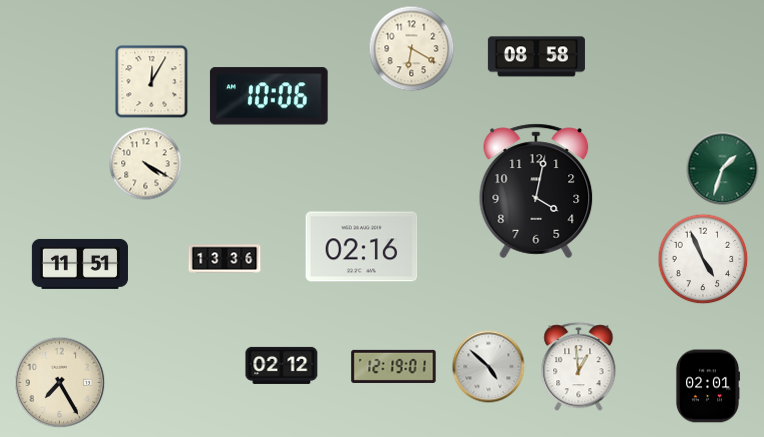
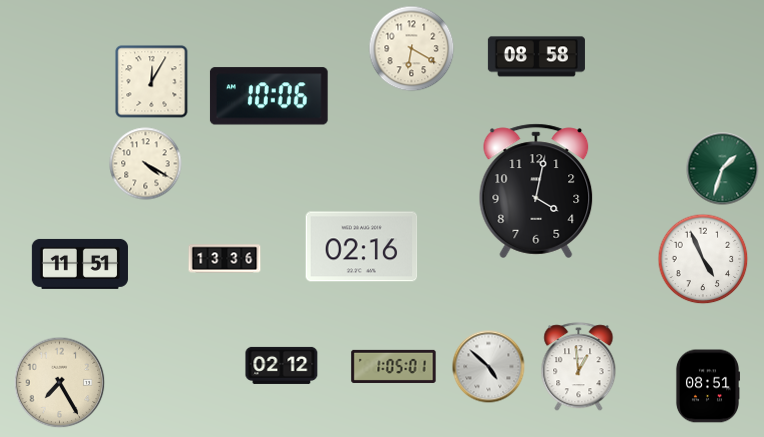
clock at (394, 366): 12:19 -> 1:05
clock at (707, 386): 02:01 -> 08:51
